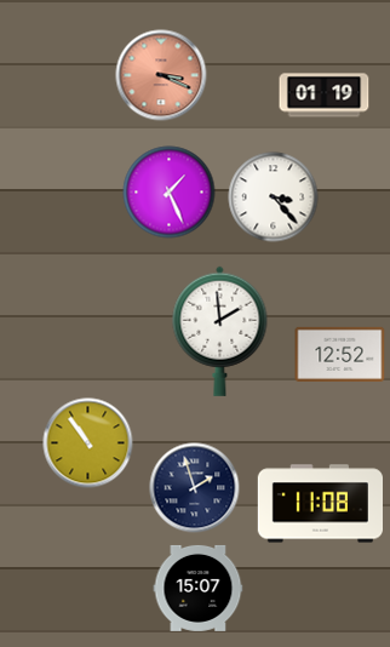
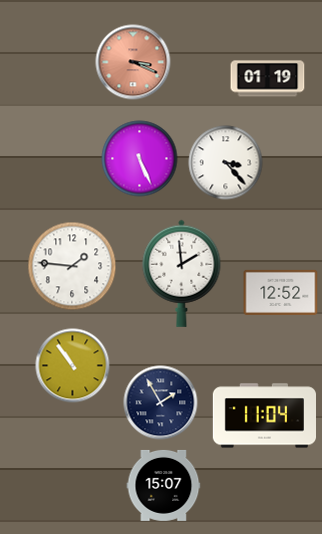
clock at (170, 193): 1:26 -> 5:26
clock at (72, 266): none -> 1:46
clock at (195, 488): 1:57 -> 1:55
clock at (320, 504): 11:08 -> 11:04
